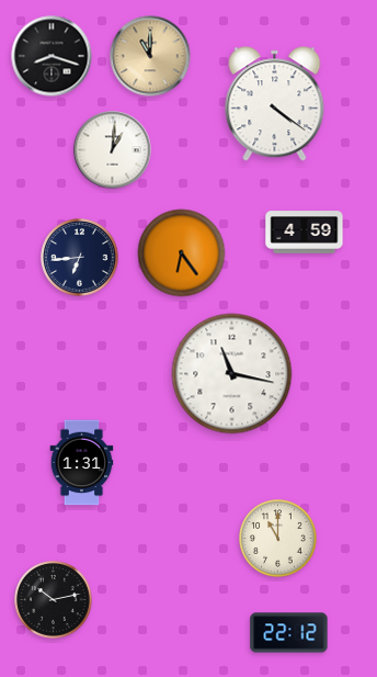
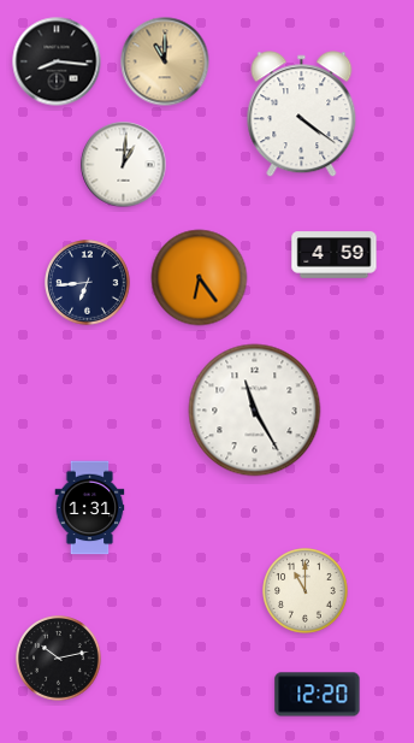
clock at (52, 56): 8:18 -> 8:16
clock at (232, 374): 11:17 -> 11:25
clock at (289, 633): 22:12 -> 12:20
